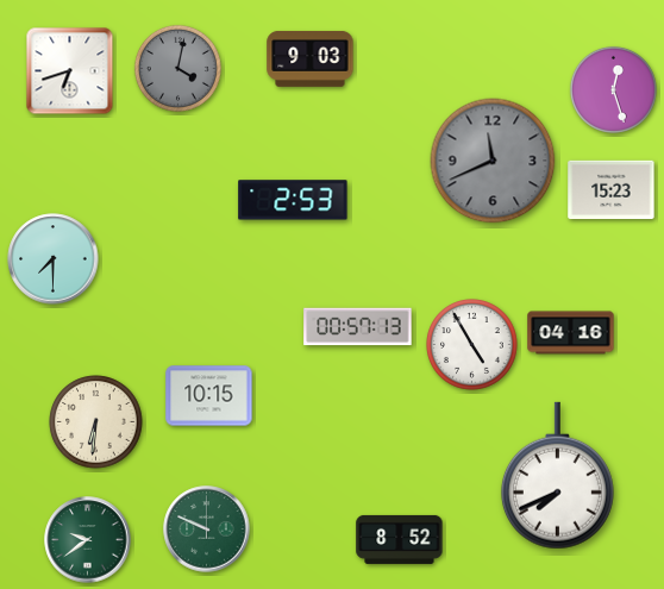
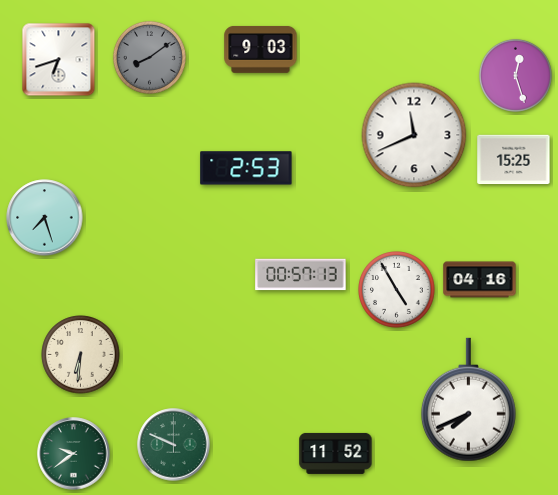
clock at (177, 68): 4:02 -> 8:09
clock at (493, 161) dial: grey -> white
clock at (612, 190): 15:23 -> 15:25
clock at (54, 259): 7:30 -> 7:27
clock at (209, 396): 10:15 -> none
clock at (400, 539): 8:52 -> 11:52
